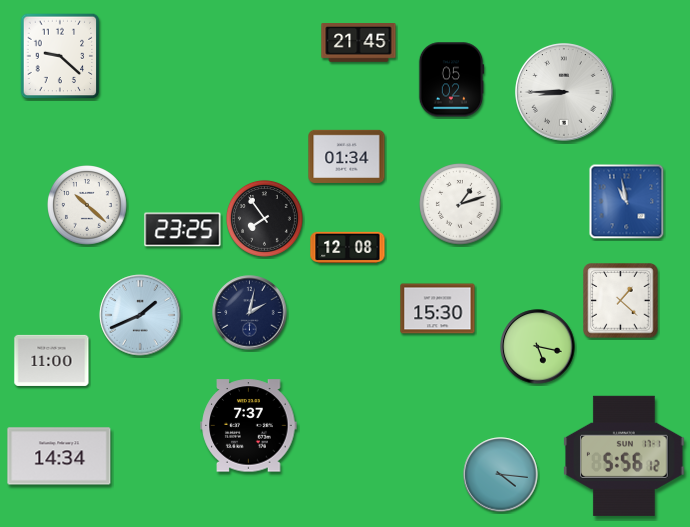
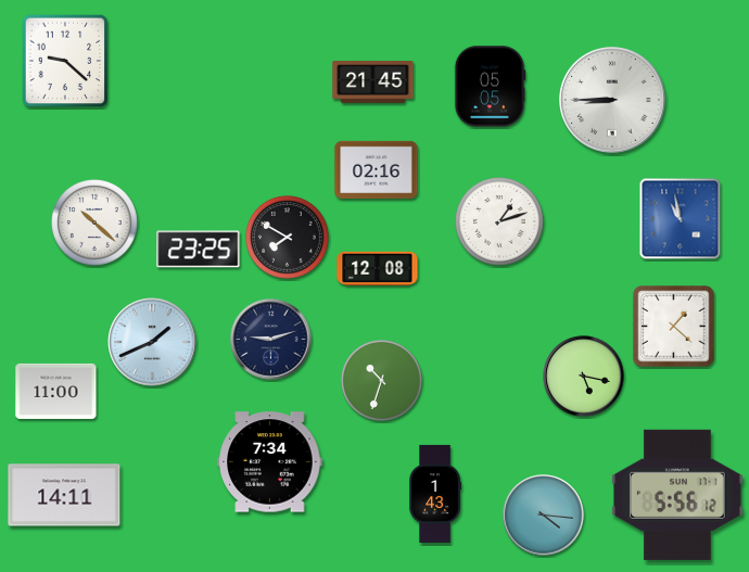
clock at (359, 43) position: (359, 43) -> (373, 82)
clock at (451, 80): 05:02 -> 05:05
clock at (347, 156): 01:34 -> 02:16
clock at (264, 218): 7:54 -> 7:50
clock at (438, 309): 15:30 -> none
clock at (250, 313): 2:02 -> 9:12
clock at (381, 380): none -> 10:33
clock at (249, 426): 7:37 -> 7:34
clock at (434, 494): none -> 1:43
clock at (59, 456): 14:34 -> 14:11
